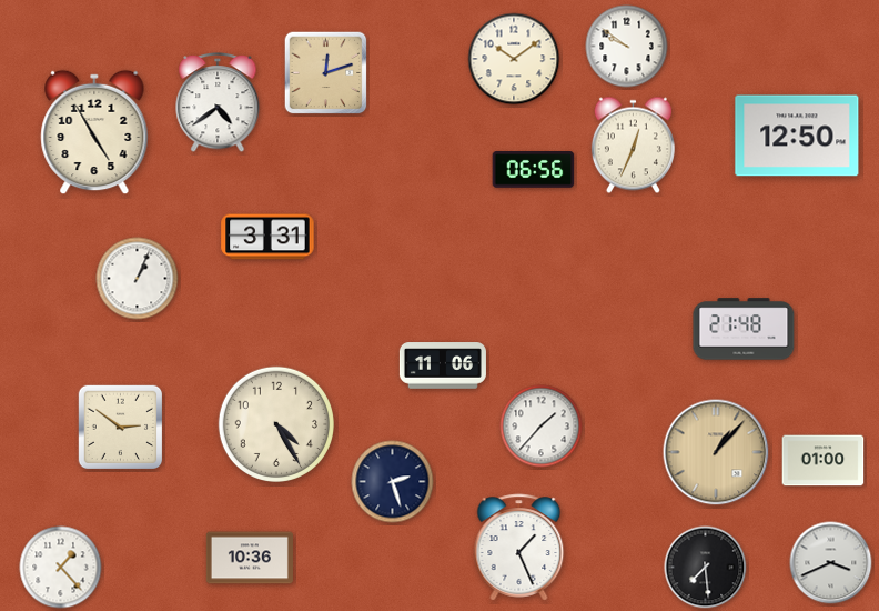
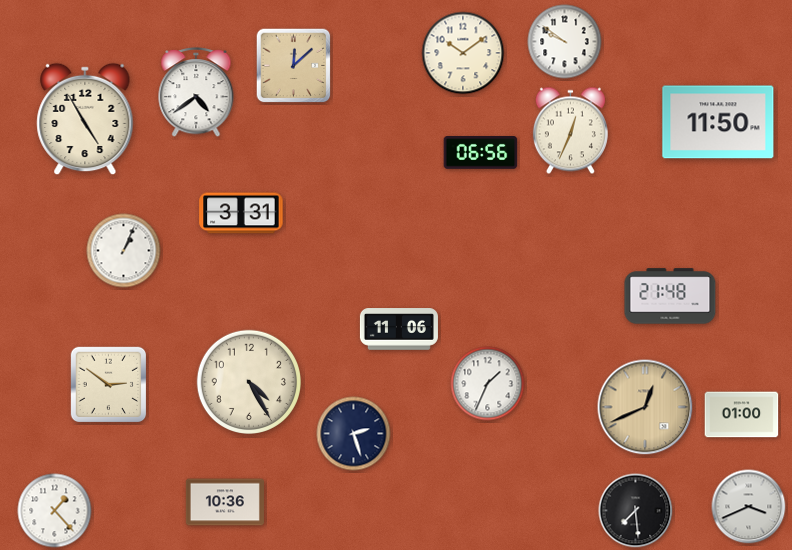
clock at (326, 73): 12:12 -> 12:08
clock at (797, 136): 12:50 -> 11:50
clock at (542, 427): 1:37 -> 1:34
clock at (716, 452): 1:07 -> 12:41
clock at (519, 548): 1:26 -> none
